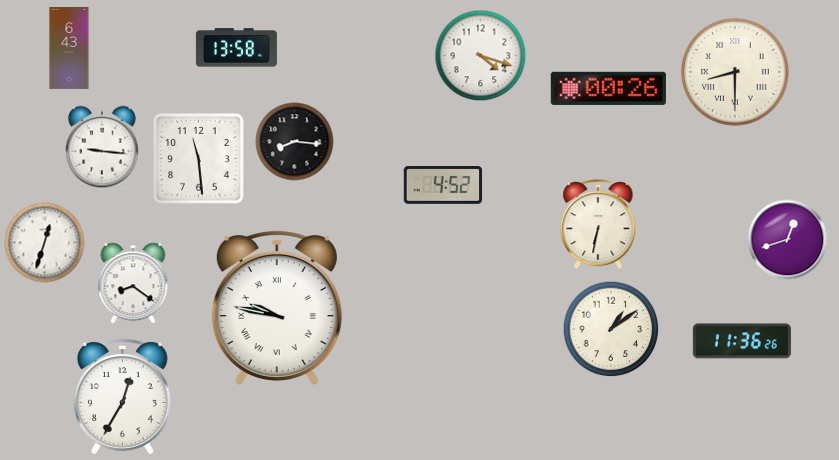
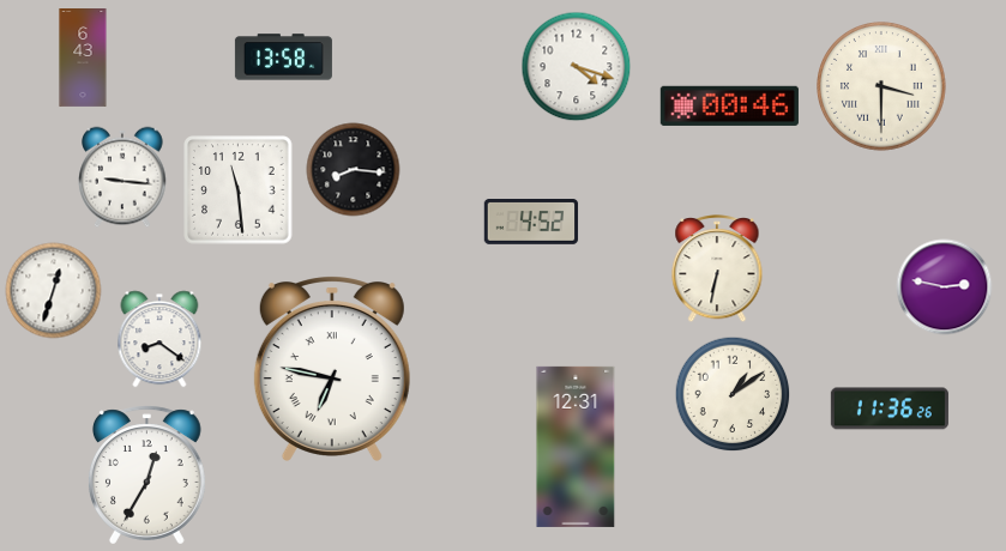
clock at (735, 72): 8:30 -> 3:30
clock at (608, 88): 00:26 -> 00:46
clock at (788, 240): 12:42 -> 2:47
clock at (277, 308): 9:47 -> 6:47
clock at (576, 447): none -> 12:31
